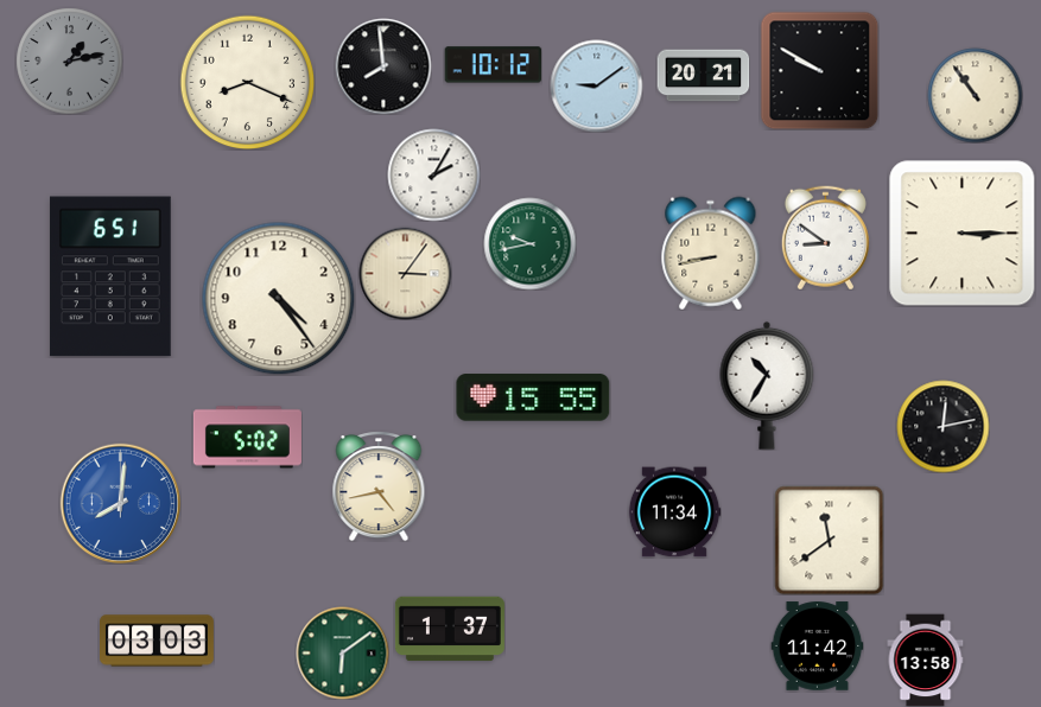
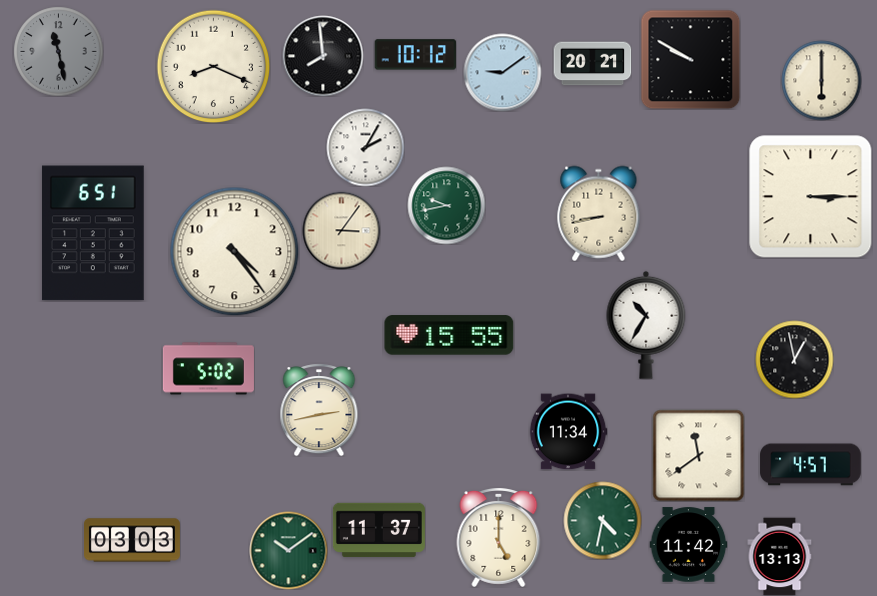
clock at (69, 60): 1:13 -> 11:28
clock at (247, 82) position: (247, 82) -> (213, 66)
clock at (975, 95): 10:54 -> 6:00
clock at (825, 237): 8:51 -> none
clock at (942, 426): 12:13 -> 12:58
clock at (379, 486): 4:43 -> 2:43
clock at (120, 503): 8:01 -> none
clock at (811, 465): none -> 4:57
clock at (602, 520): none -> 4:32
clock at (450, 629): 1:37 -> 11:37
clock at (499, 538): none -> 5:00
clock at (342, 652): 6:09 -> 10:09
clock at (926, 660): 13:58 -> 13:13
